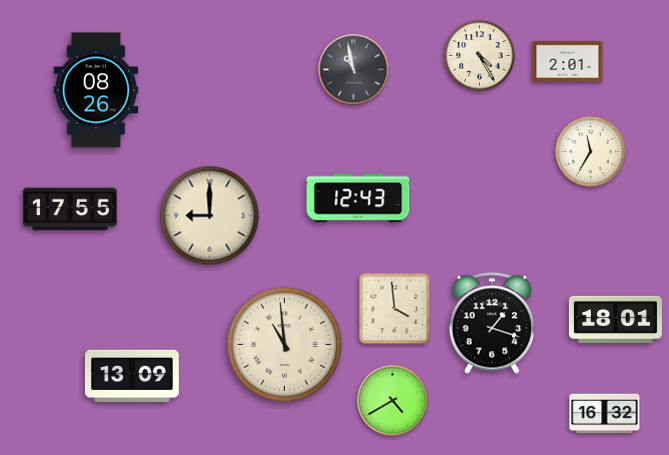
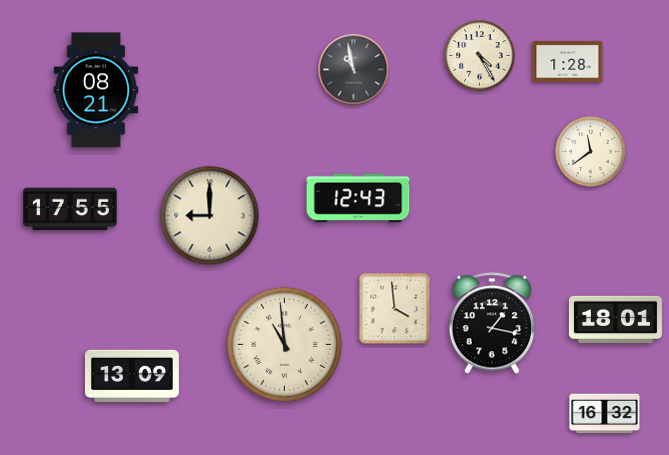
clock at (568, 61): 2:01 -> 1:28
clock at (96, 90): 08:26 -> 08:21
clock at (591, 152): 11:35 -> 11:39
clock at (492, 323): 1:18 -> 1:17
clock at (393, 401): 4:40 -> none
